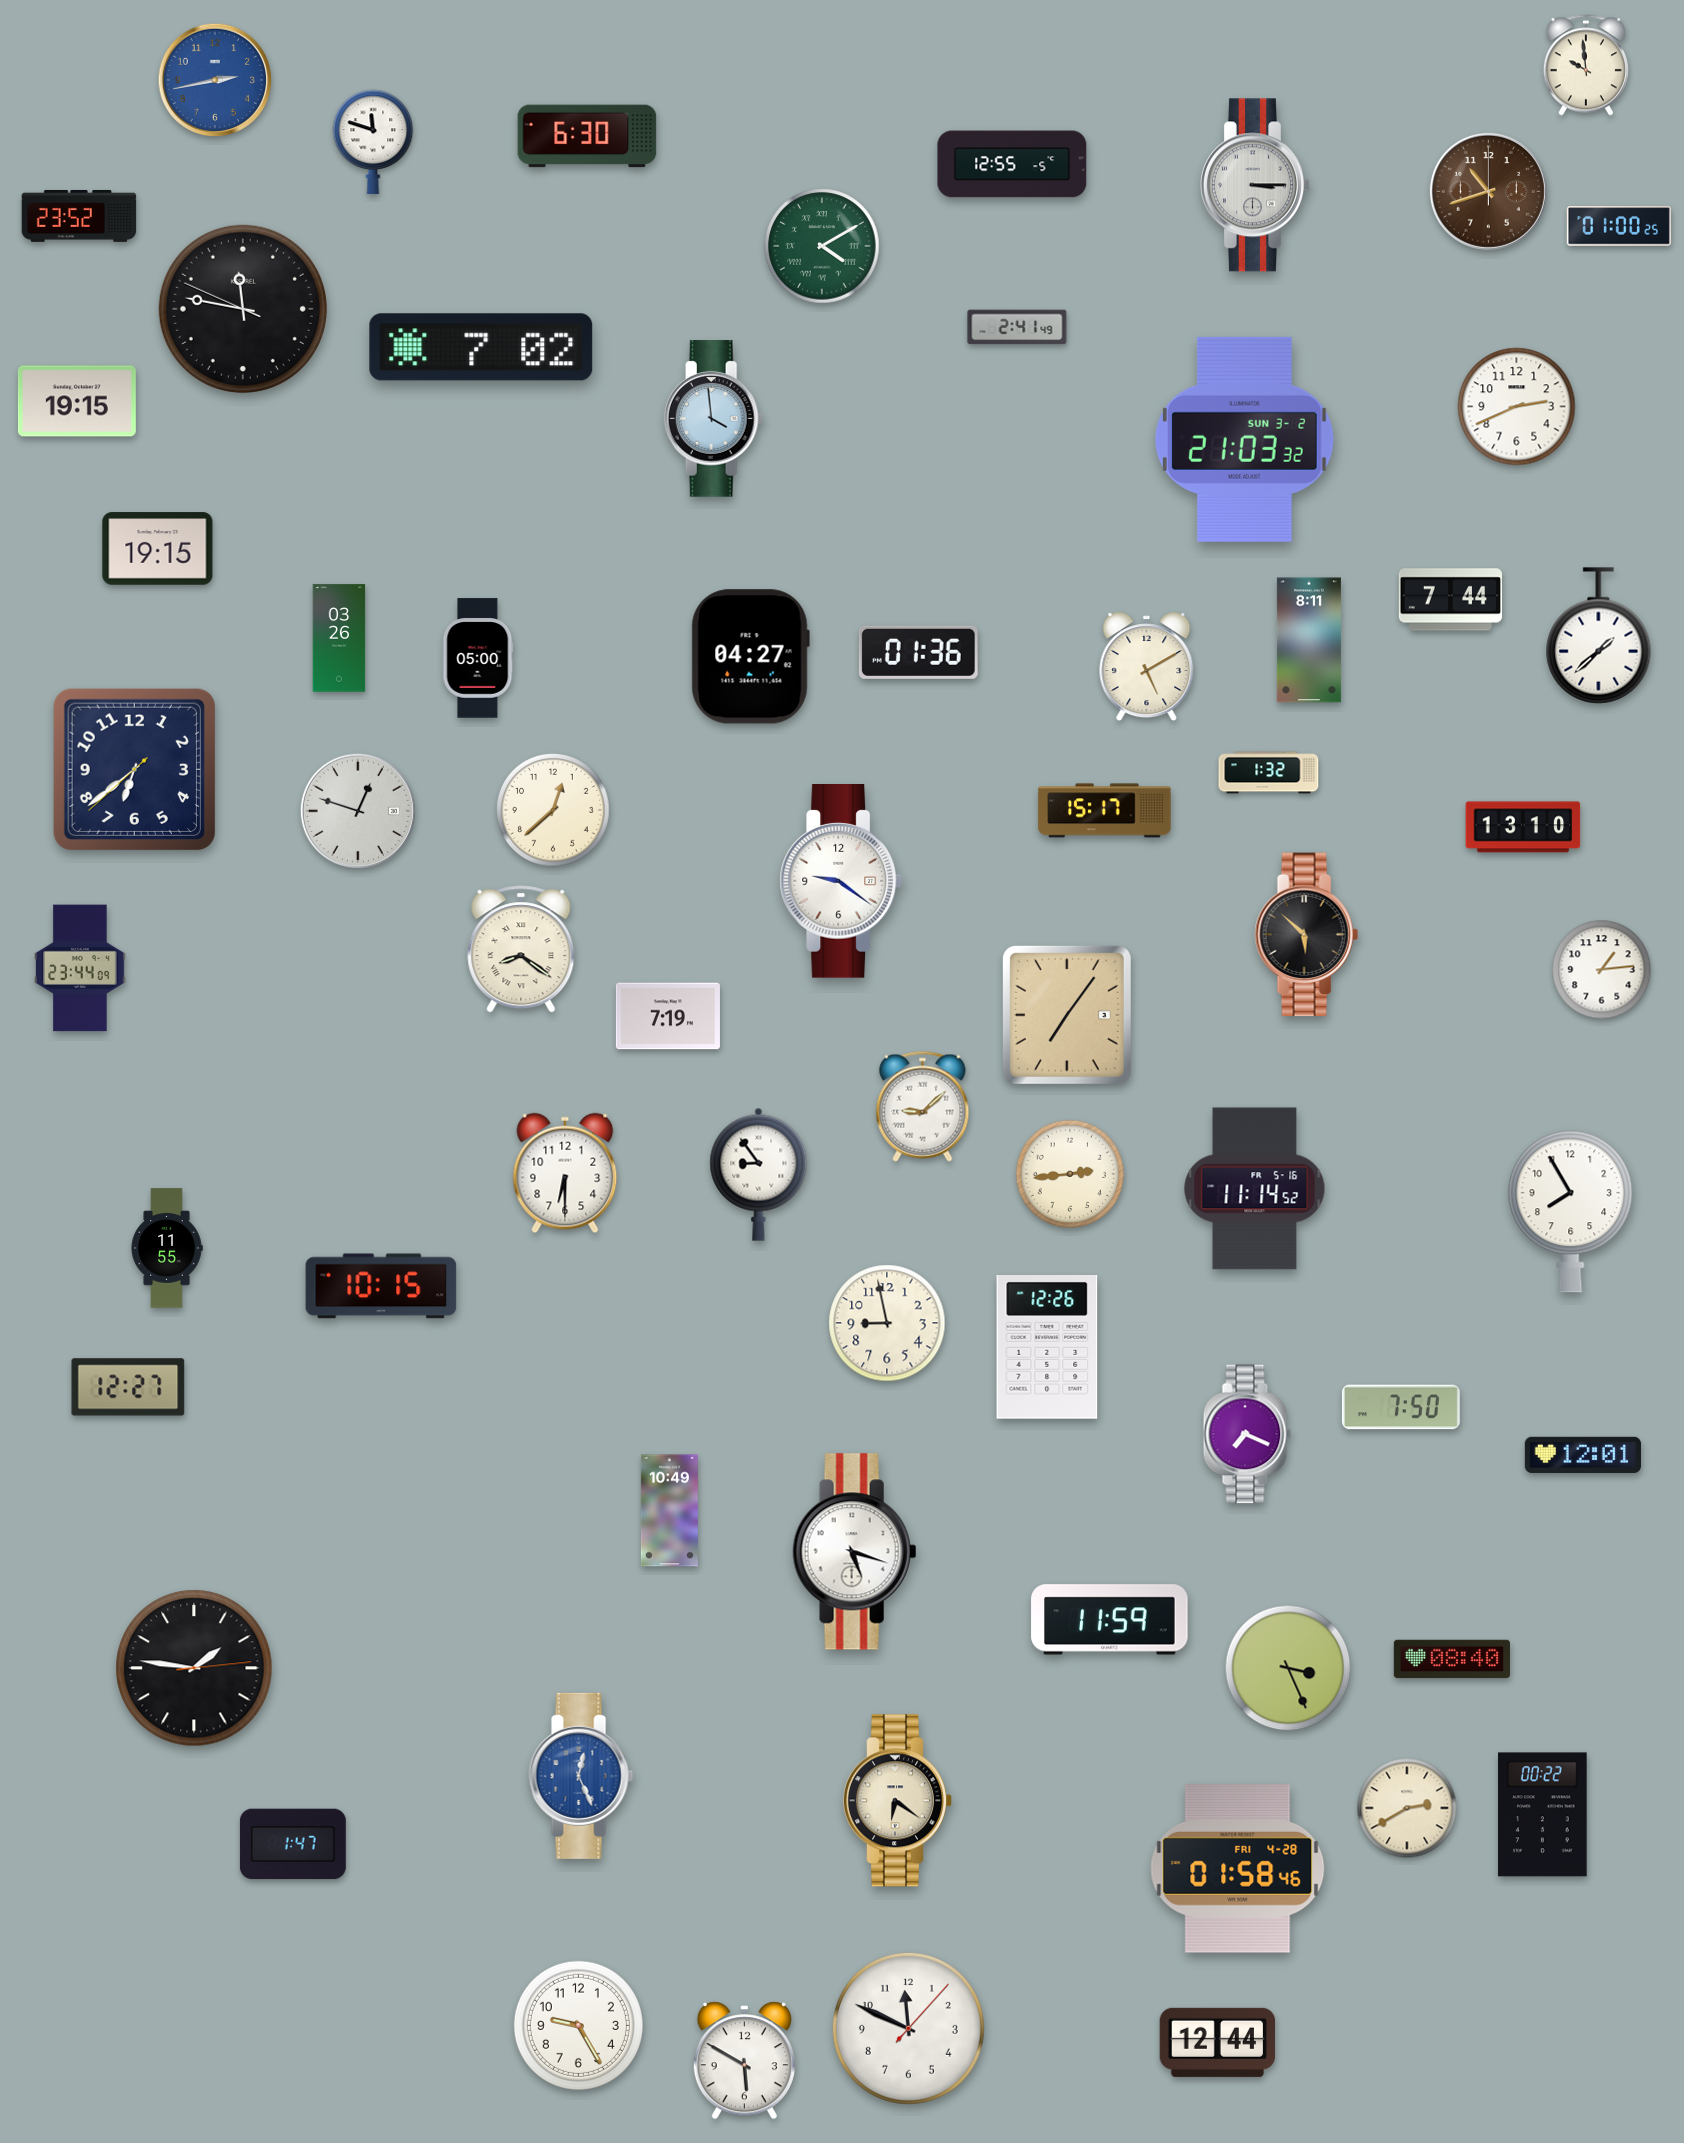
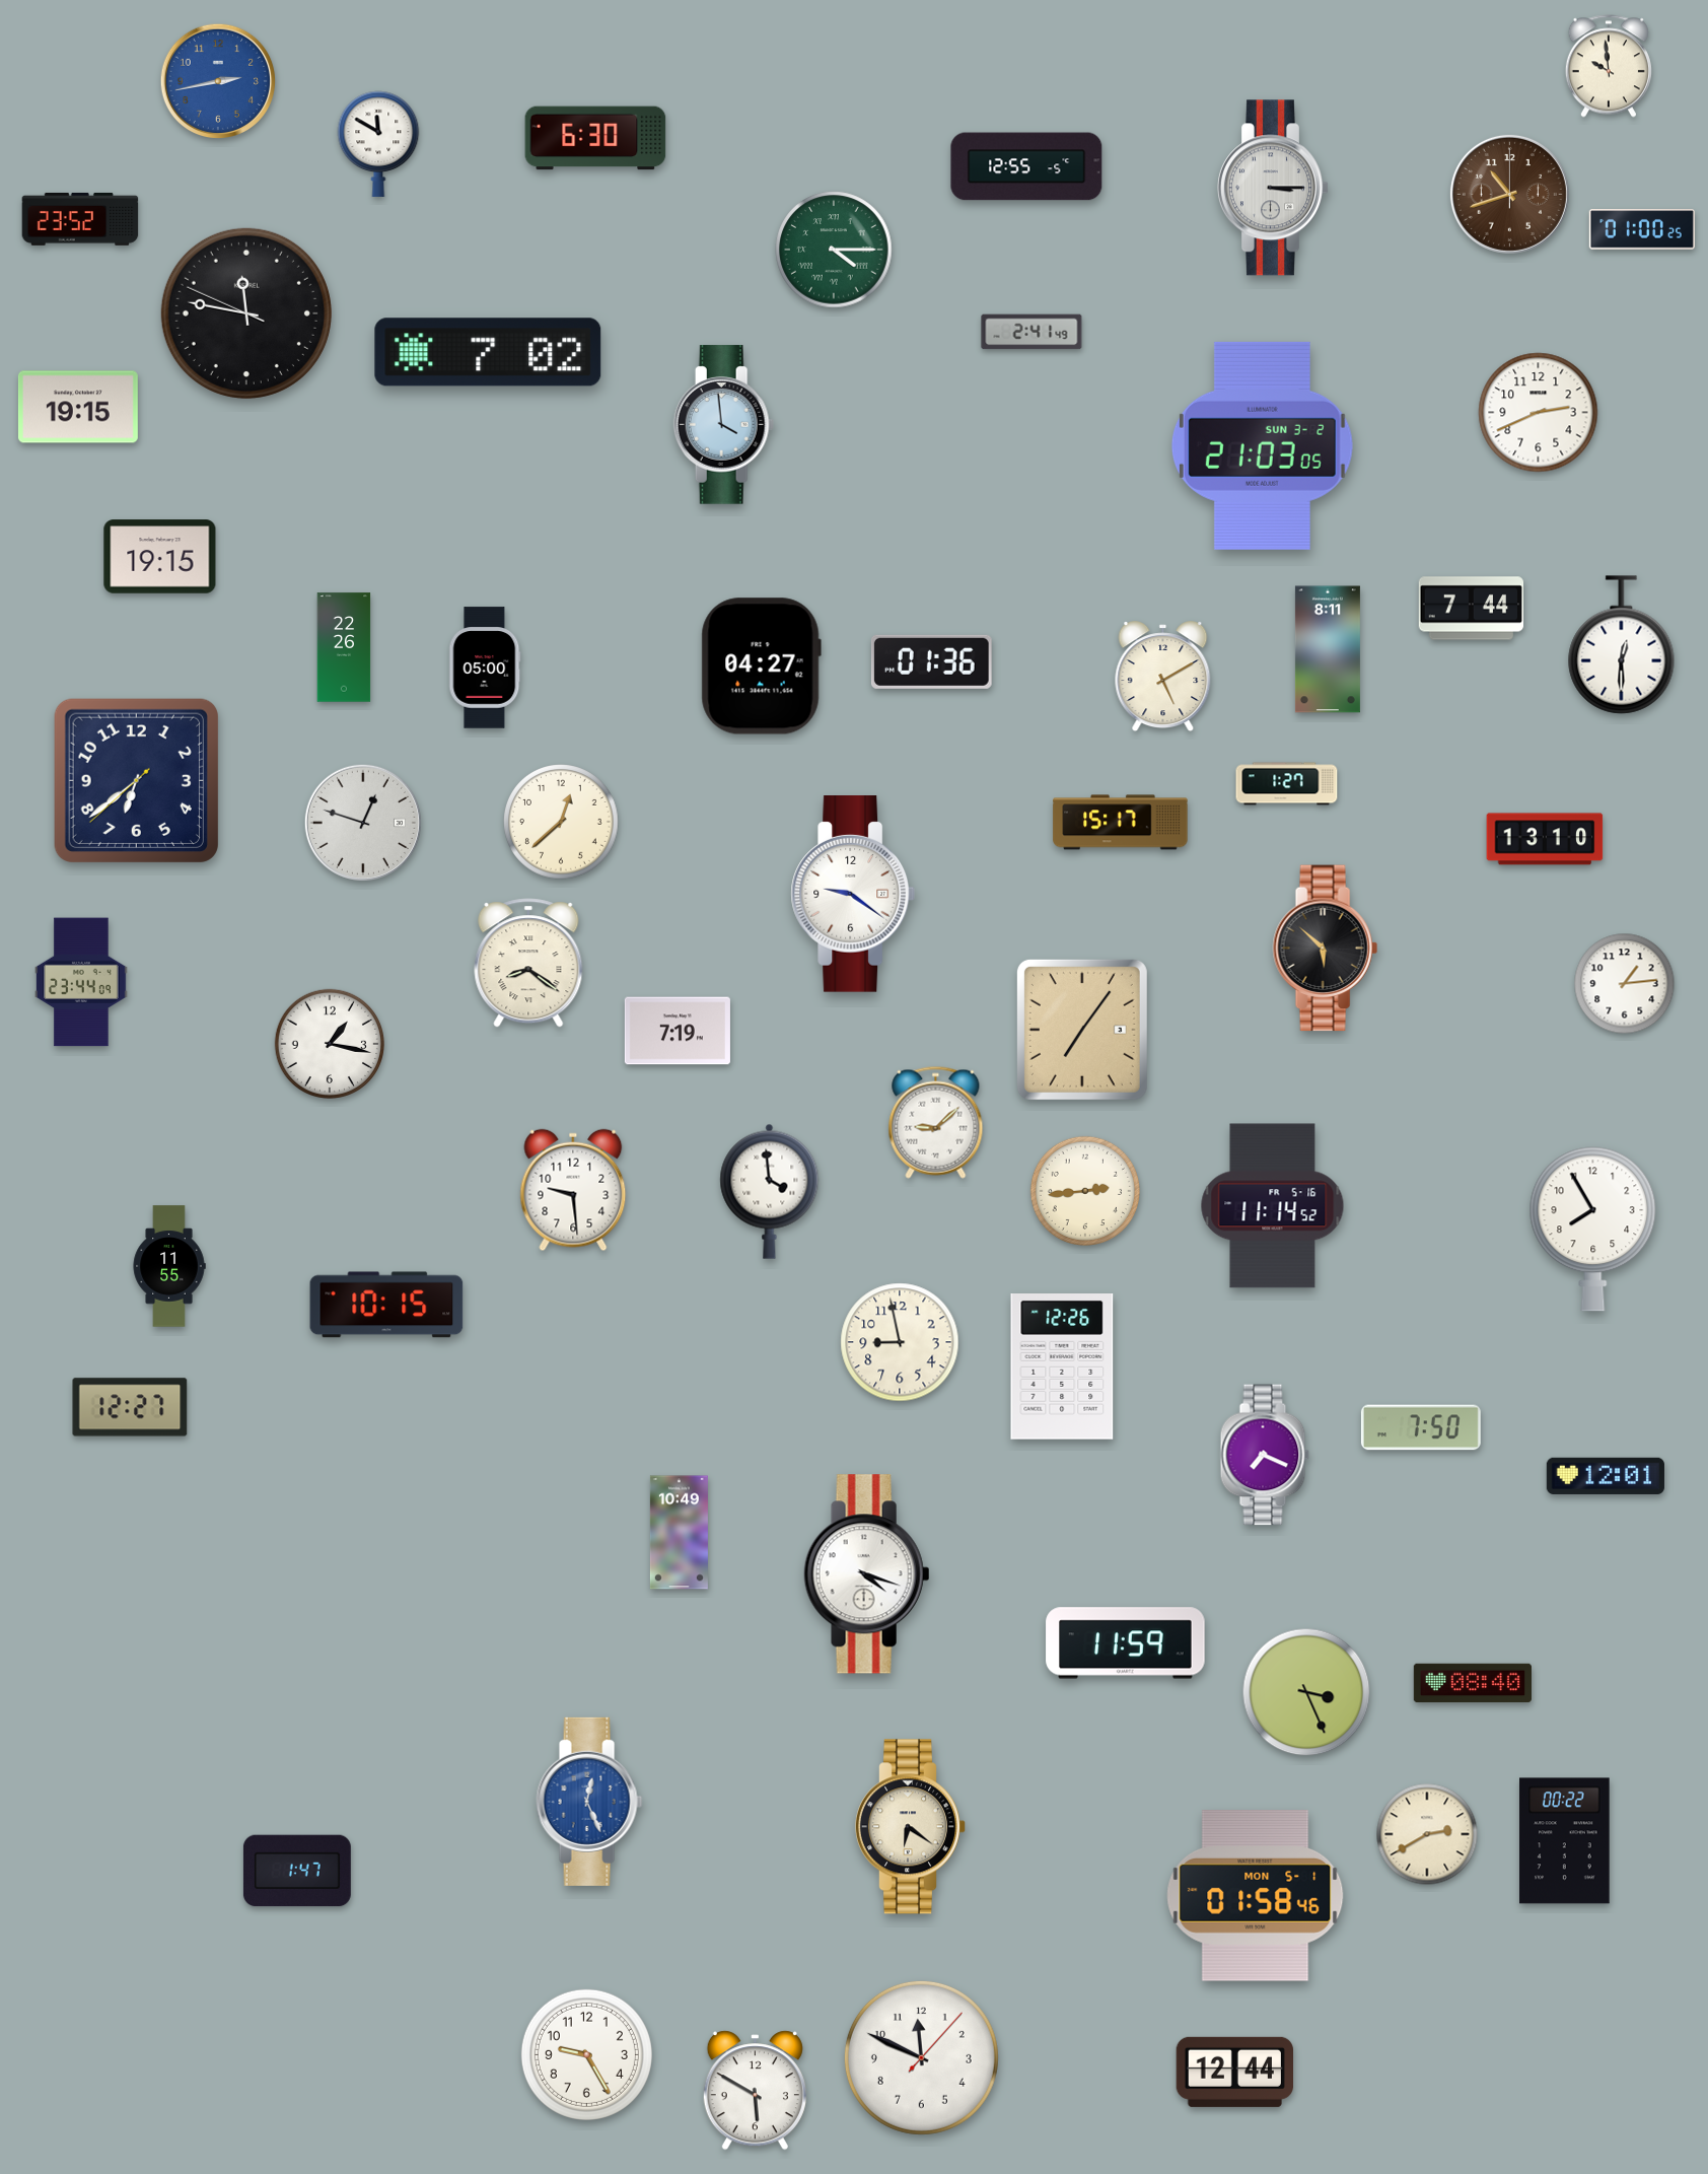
clock at (373, 142): 11:48 -> 11:50
clock at (822, 246): 4:10 -> 4:15
clock at (1244, 439): 21:03:32 -> 21:03:05
clock at (1599, 636): 1:38 -> 12:30
clock at (339, 638): 03:26 -> 22:26
clock at (1269, 773): 1:32 -> 1:27
clock at (329, 1043): none -> 1:17
clock at (565, 1173): 6:30 -> 9:29
clock at (759, 1174): 8:54 -> 3:59
clock at (855, 1552): 5:18 -> 4:18
clock at (194, 1668): 1:46 -> none
clock at (1238, 1869) date: FRI 4-28 -> MON 5-1
